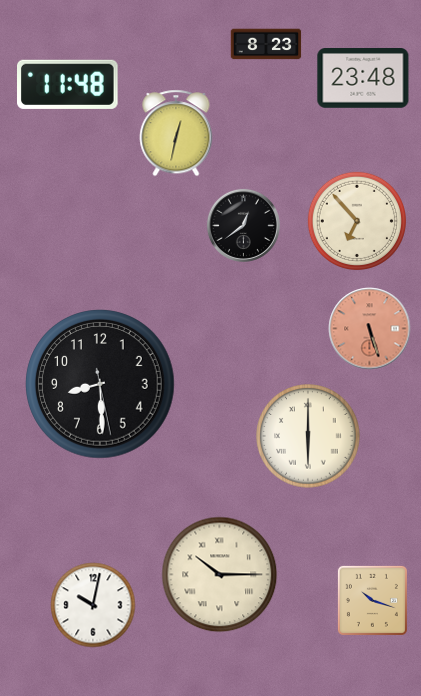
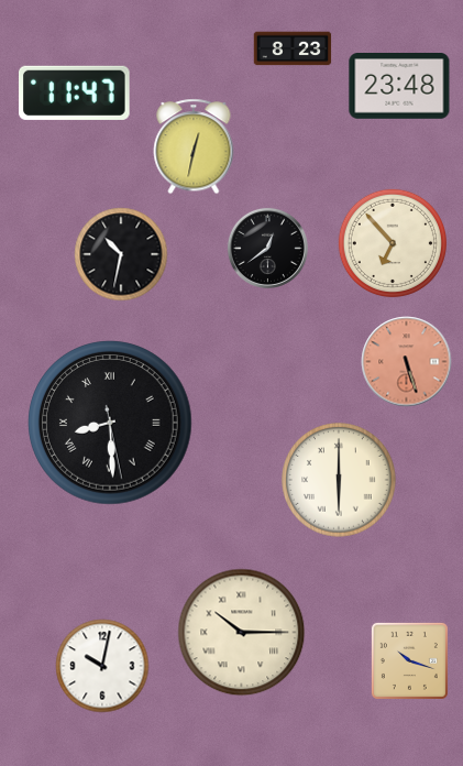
clock at (68, 84): 11:48 -> 11:47
clock at (121, 254): none -> 10:32
clock at (100, 384) numerals: Arabic -> Roman
